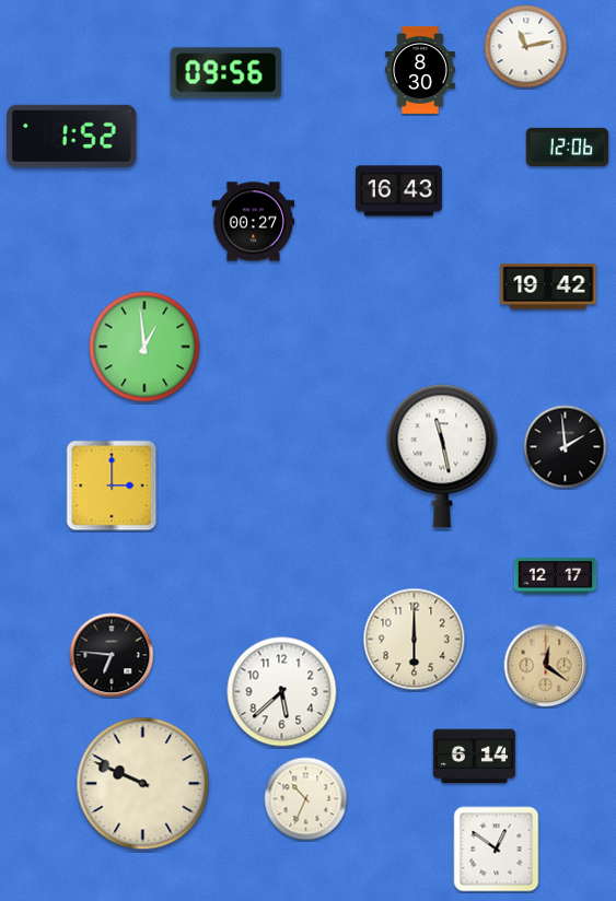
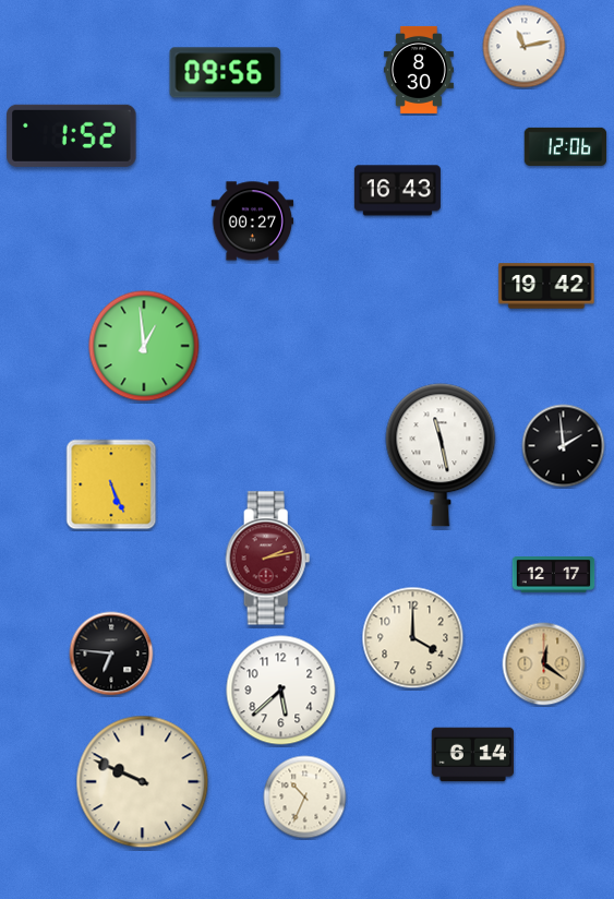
clock at (112, 485): 3:00 -> 5:26
clock at (268, 559): none -> 2:13
clock at (415, 640): 6:00 -> 4:00
clock at (497, 850): 12:51 -> none
